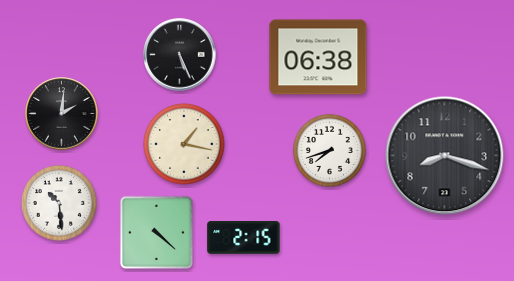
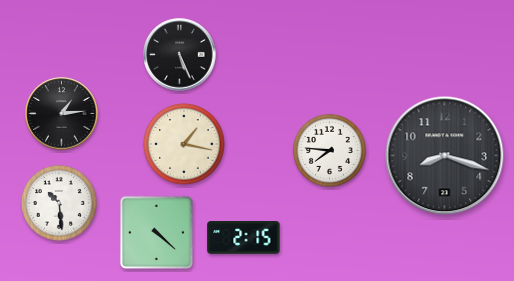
clock at (318, 57): 06:38 -> none
clock at (62, 114): 2:01 -> 1:14
clock at (329, 150): 7:42 -> 7:46
